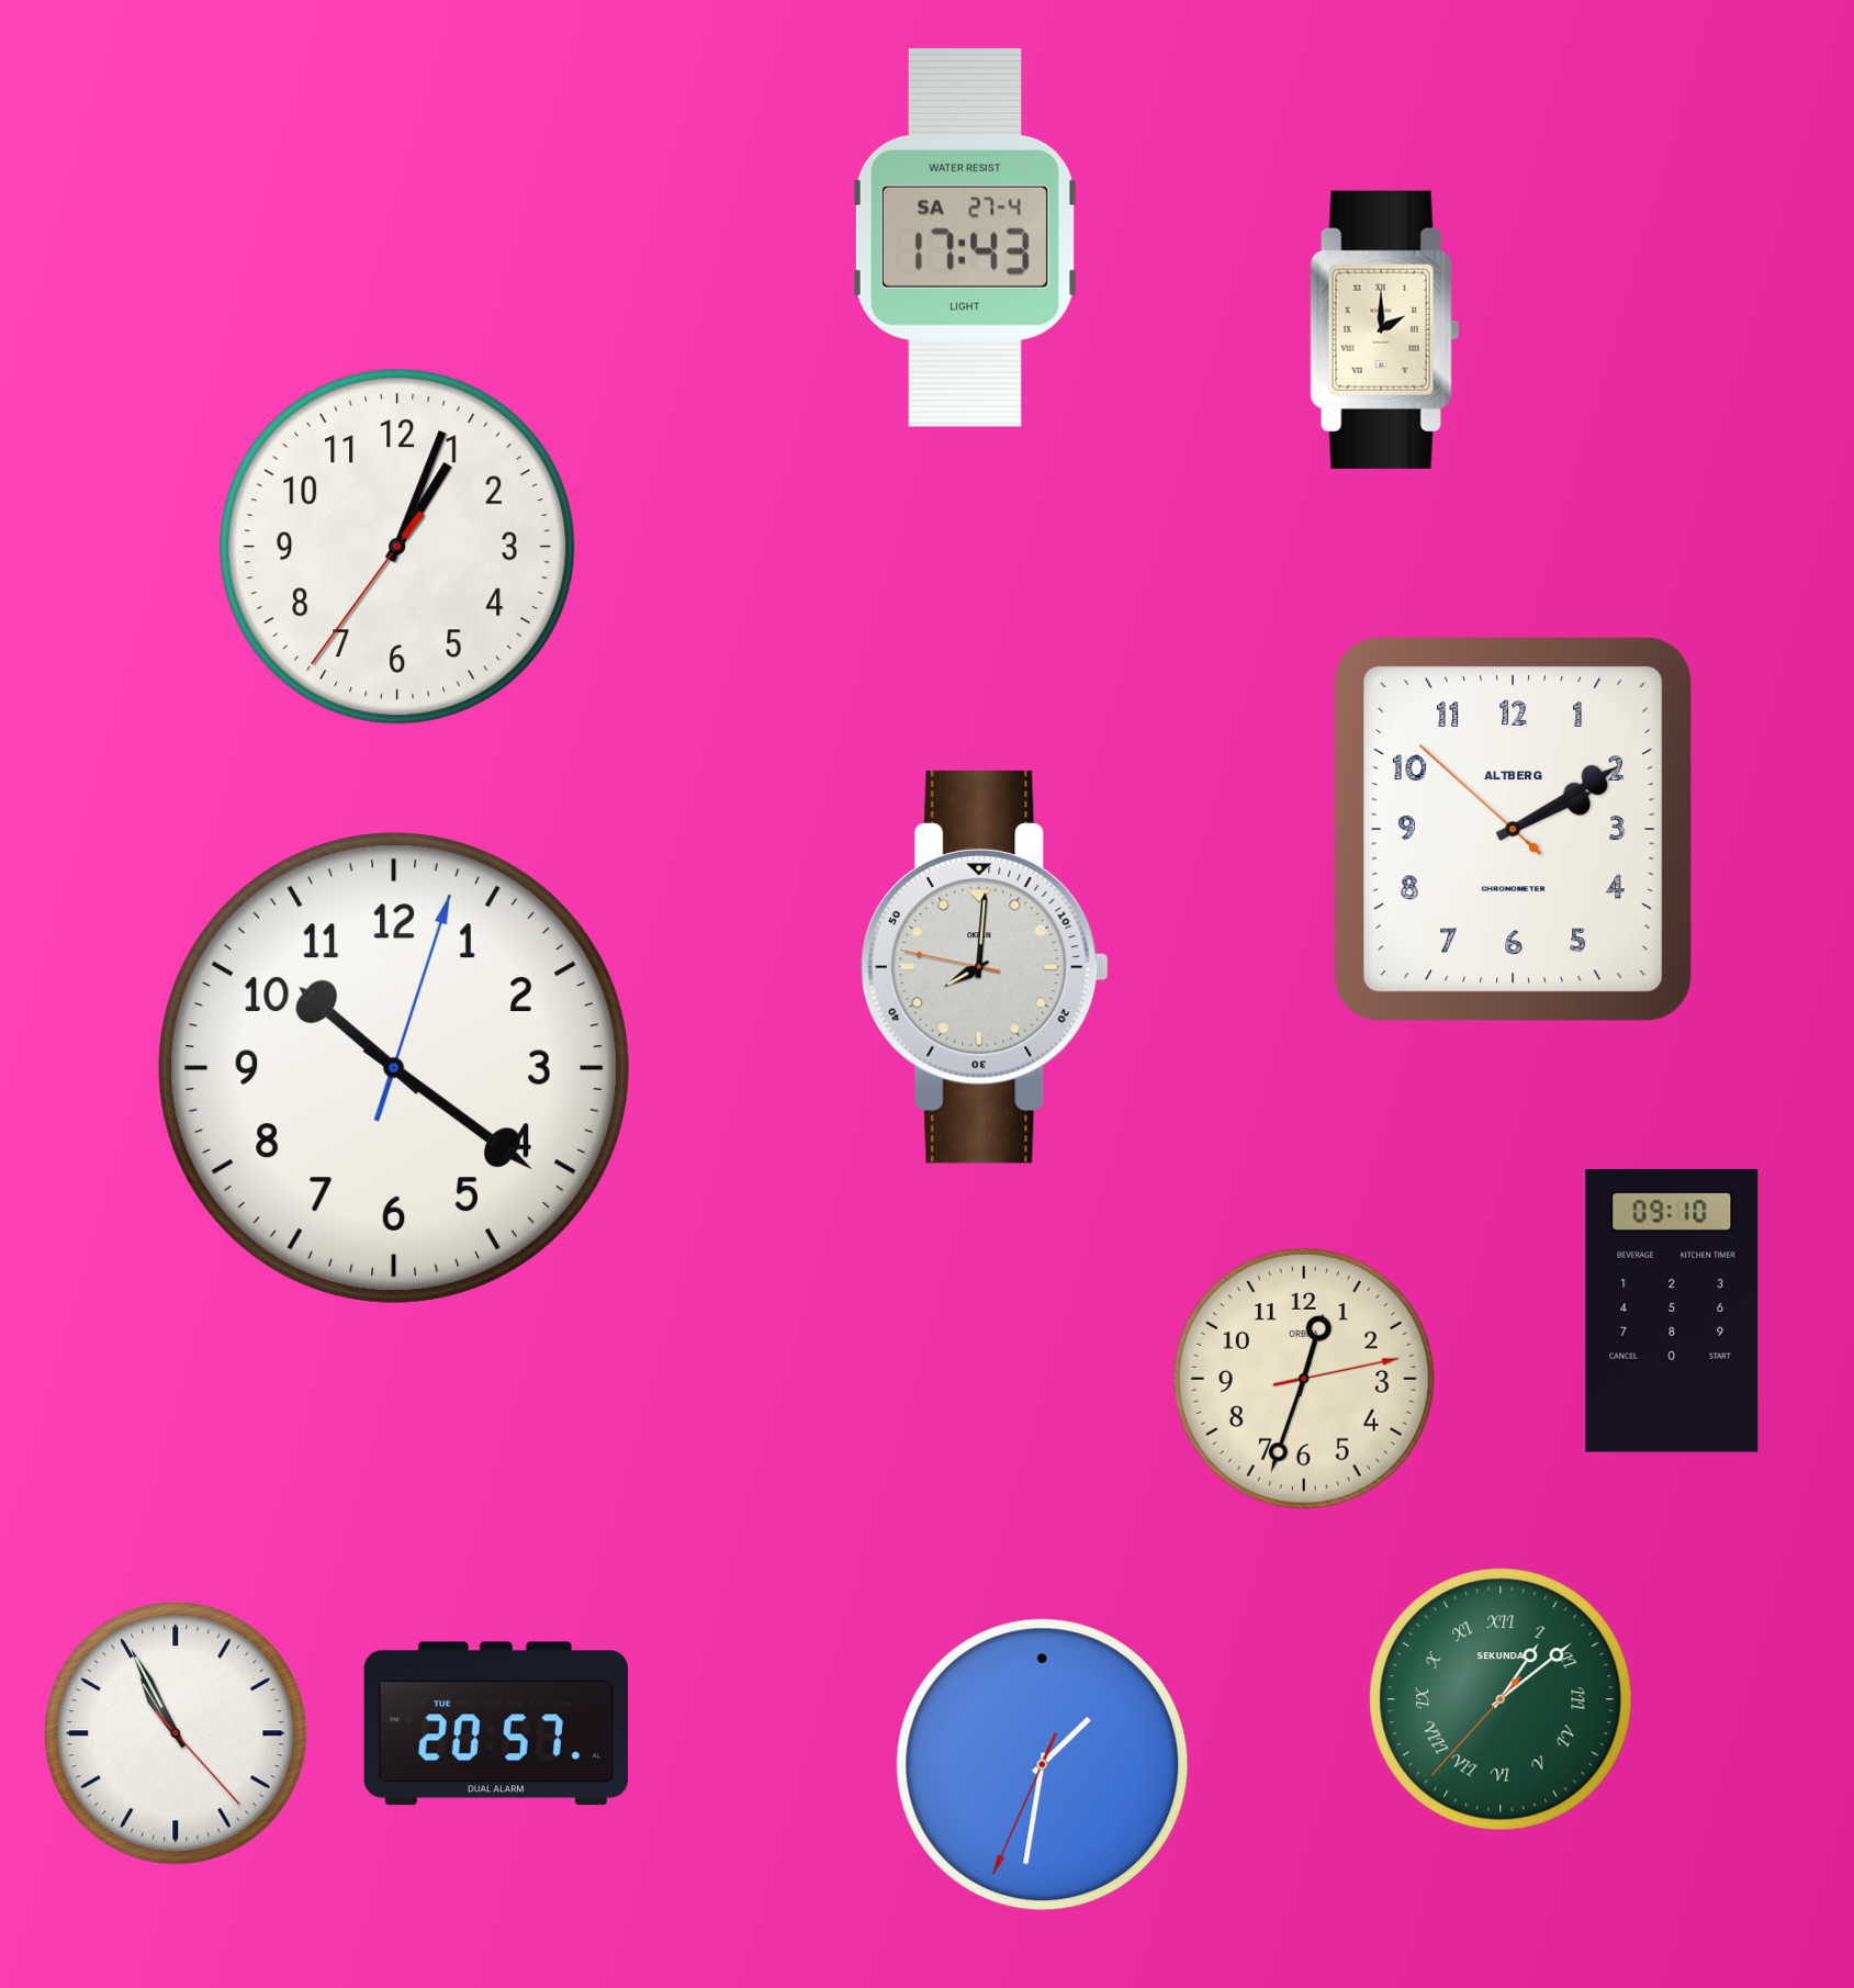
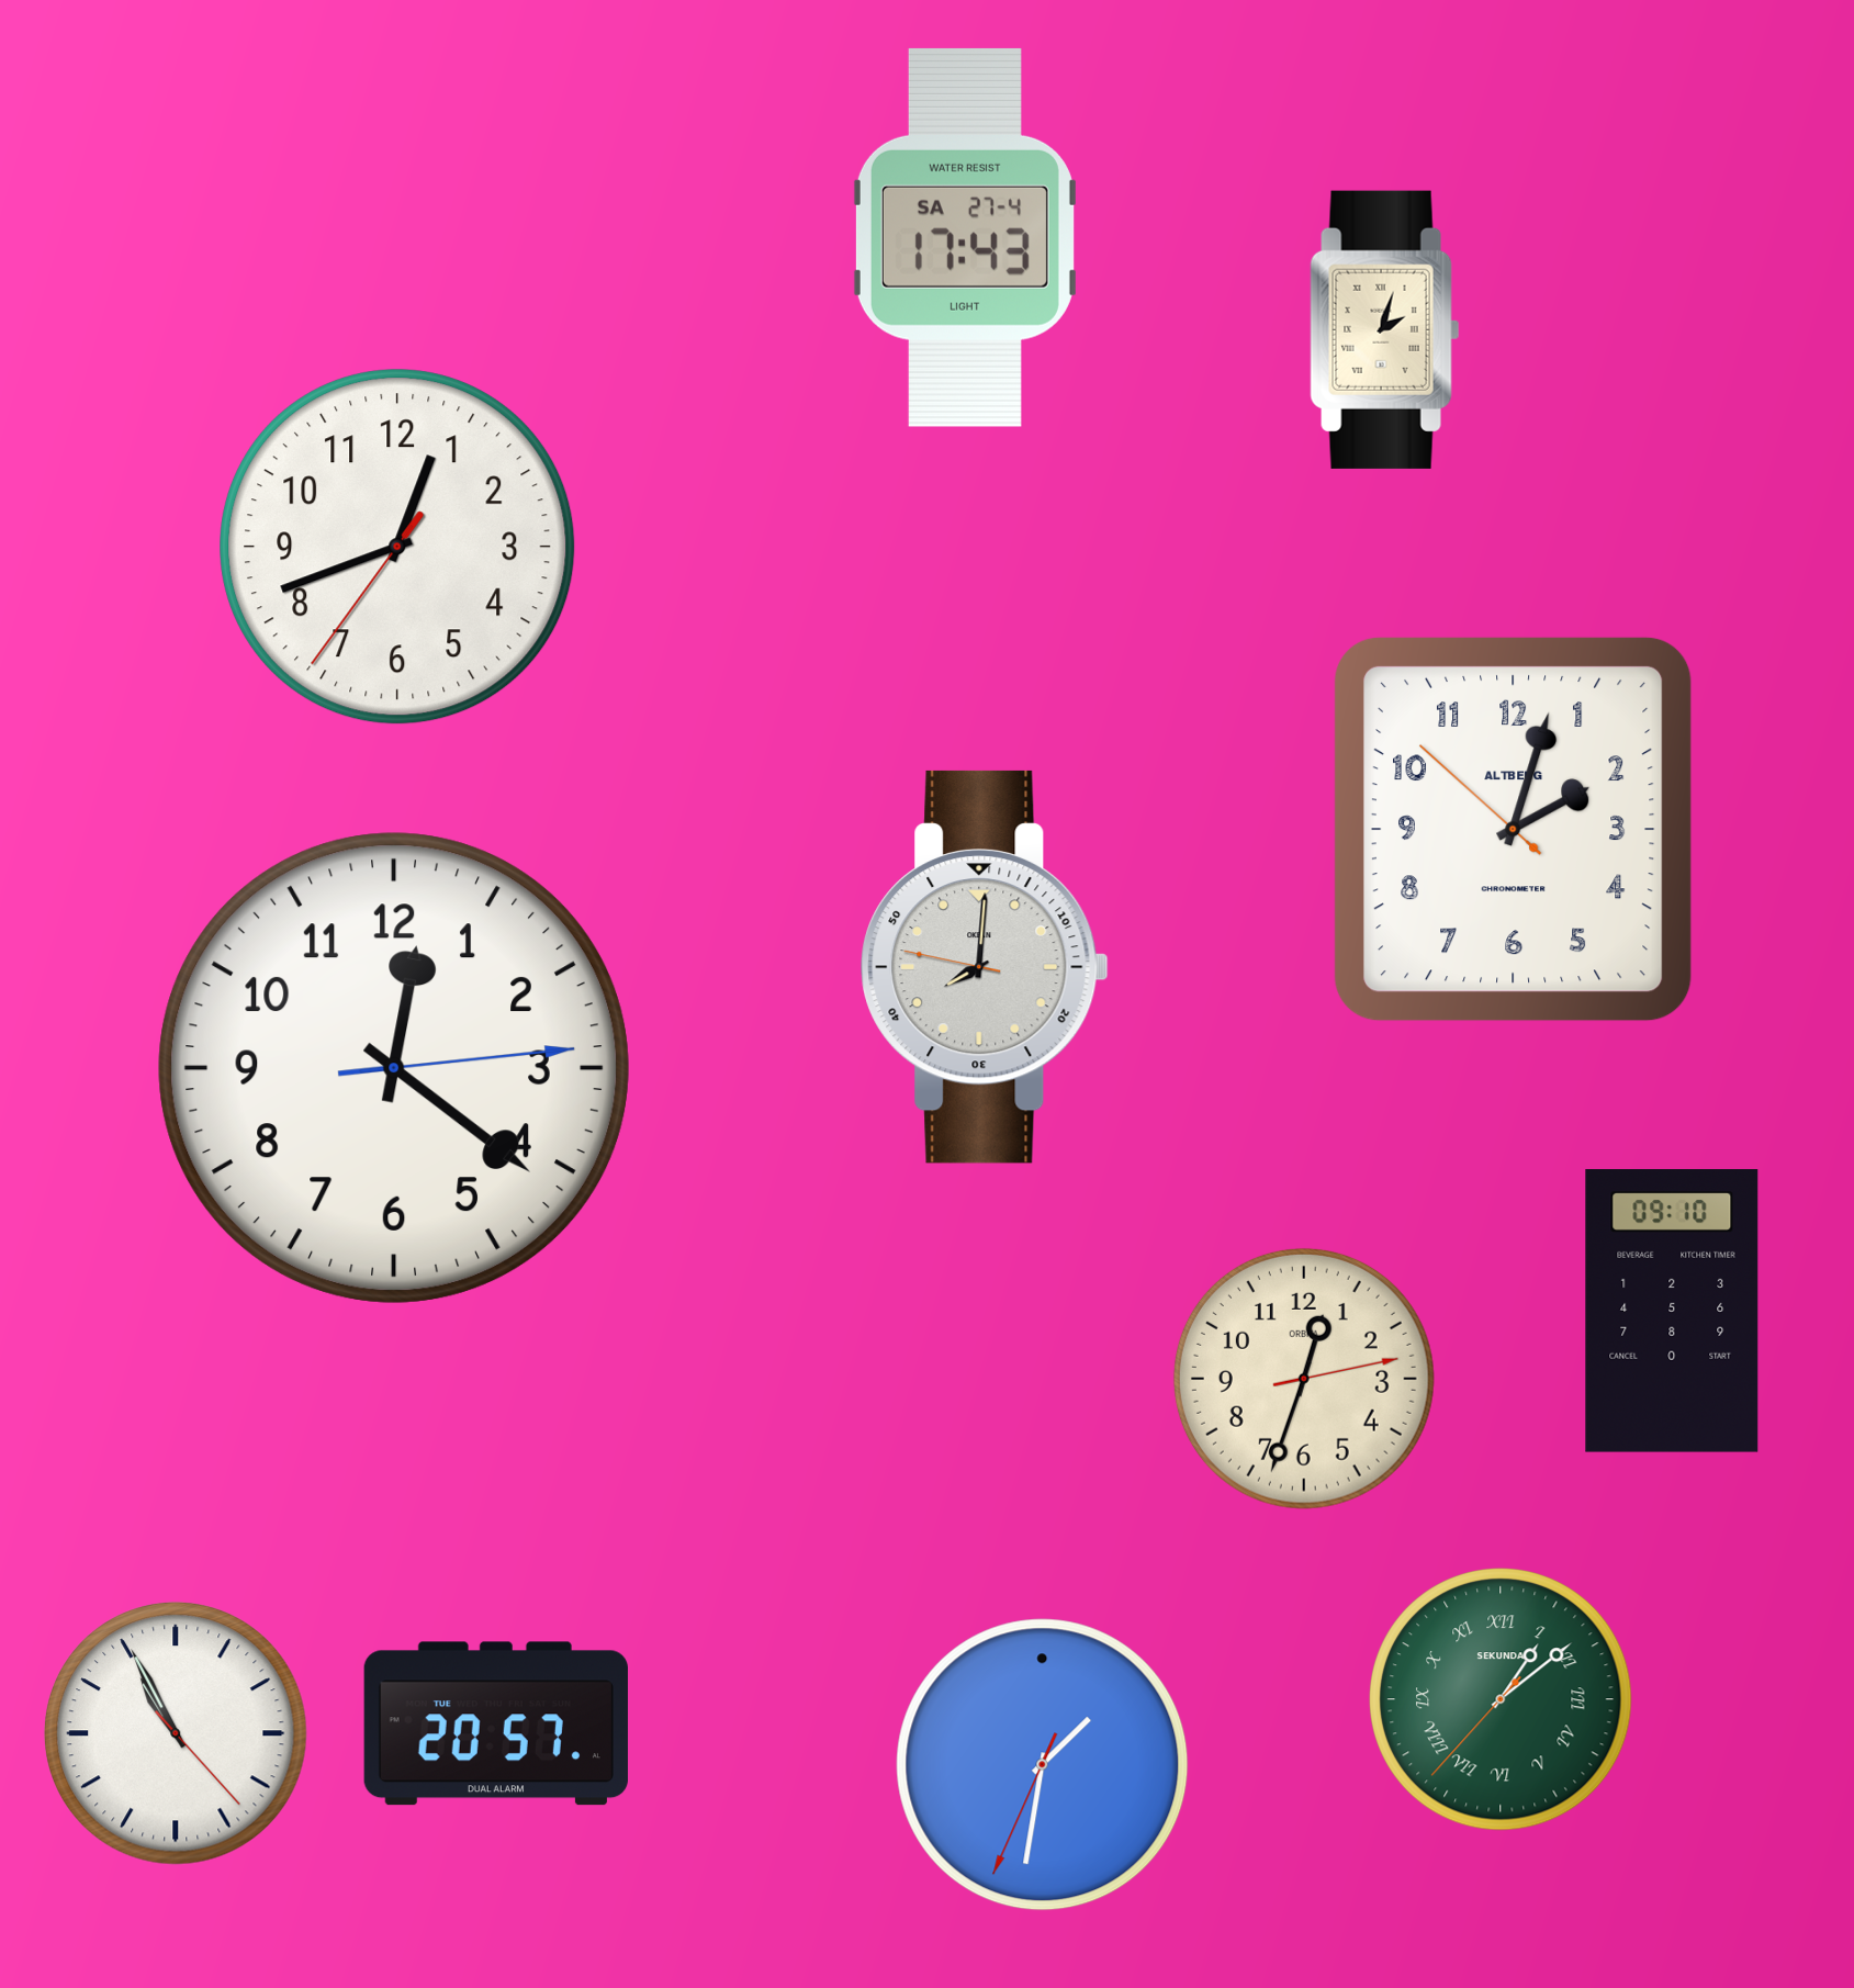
clock at (1385, 329): 2:00 -> 2:03
clock at (397, 547): 1:03 -> 12:41
clock at (1513, 829): 2:09 -> 2:02
clock at (394, 1068): 10:21 -> 12:21
